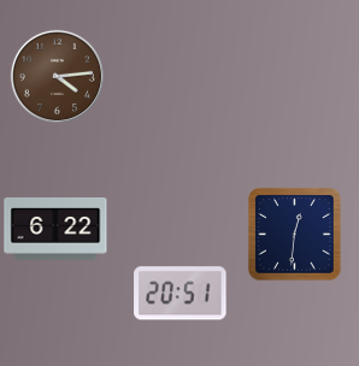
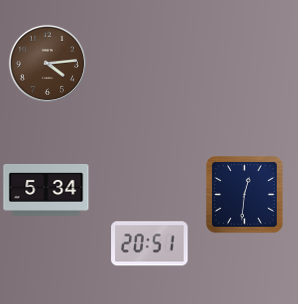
clock at (55, 229): 6:22 -> 5:34
